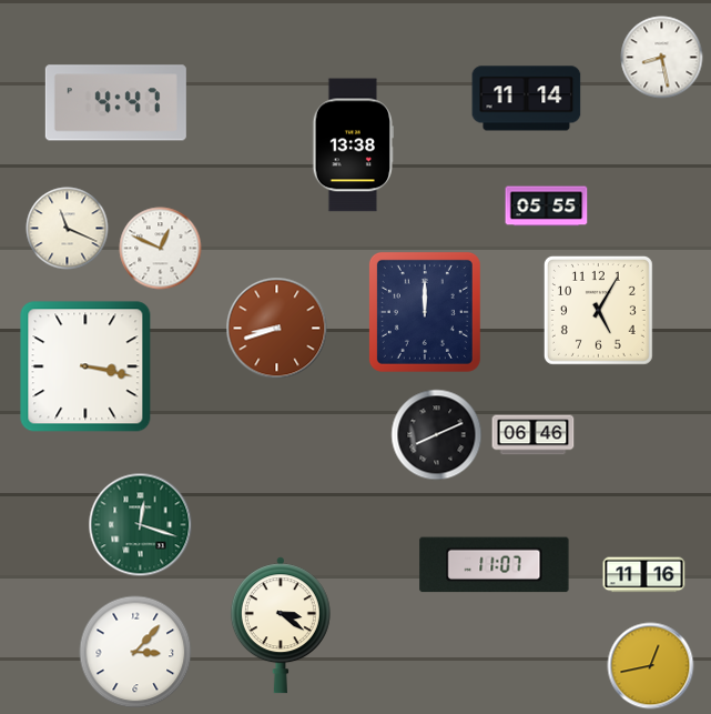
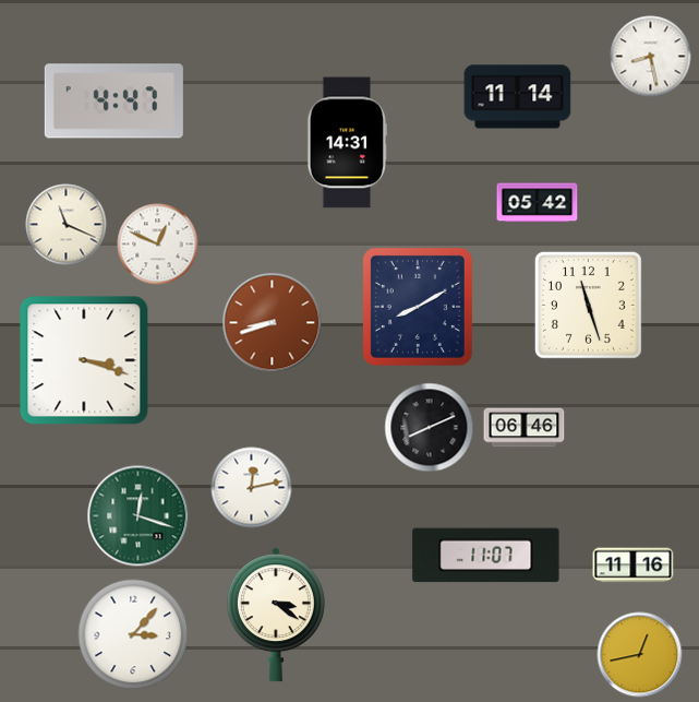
clock at (353, 145): 13:38 -> 14:31
clock at (547, 207): 05:55 -> 05:42
clock at (598, 310): 5:05 -> 11:27
clock at (425, 312): 12:00 -> 8:10
clock at (85, 366): 3:17 -> 3:18
clock at (252, 488): none -> 12:13
clock at (135, 652) position: (135, 652) -> (133, 634)
